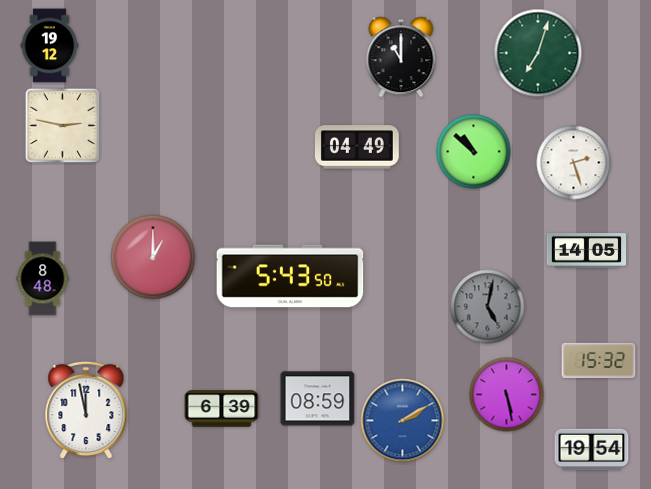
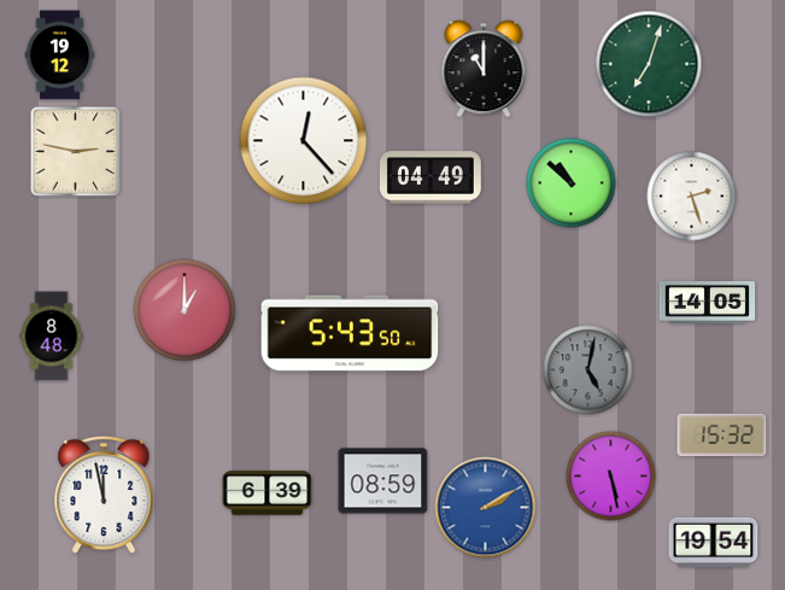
clock at (304, 141): none -> 12:23
